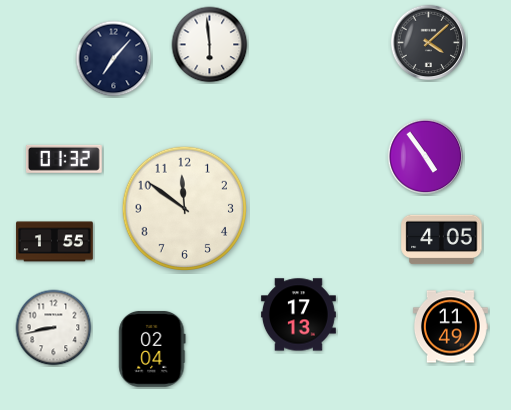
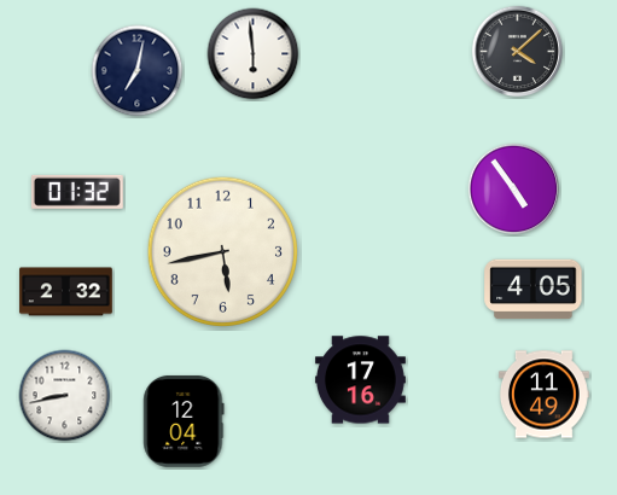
clock at (114, 59): 7:07 -> 7:02
clock at (184, 208): 11:51 -> 5:43
clock at (55, 242): 1:55 -> 2:32
clock at (298, 315): 17:13 -> 17:16
clock at (152, 349): 02:04 -> 12:04
